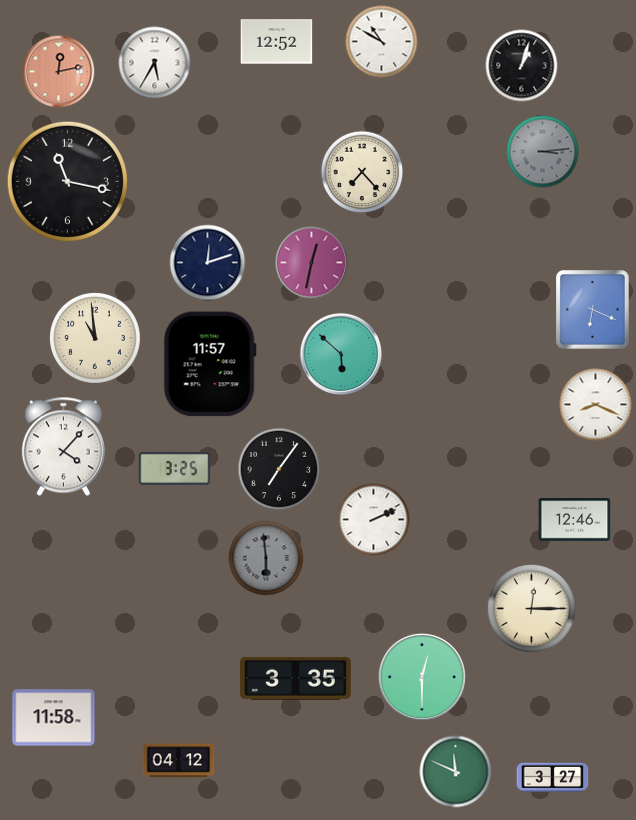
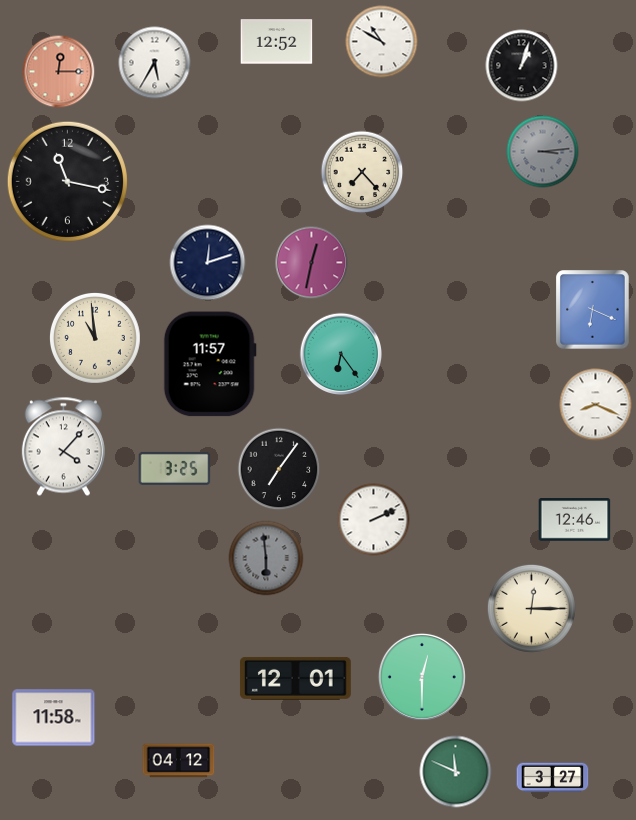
clock at (59, 72): 12:13 -> 12:15
clock at (340, 353): 5:52 -> 6:24
clock at (295, 678): 3:35 -> 12:01
